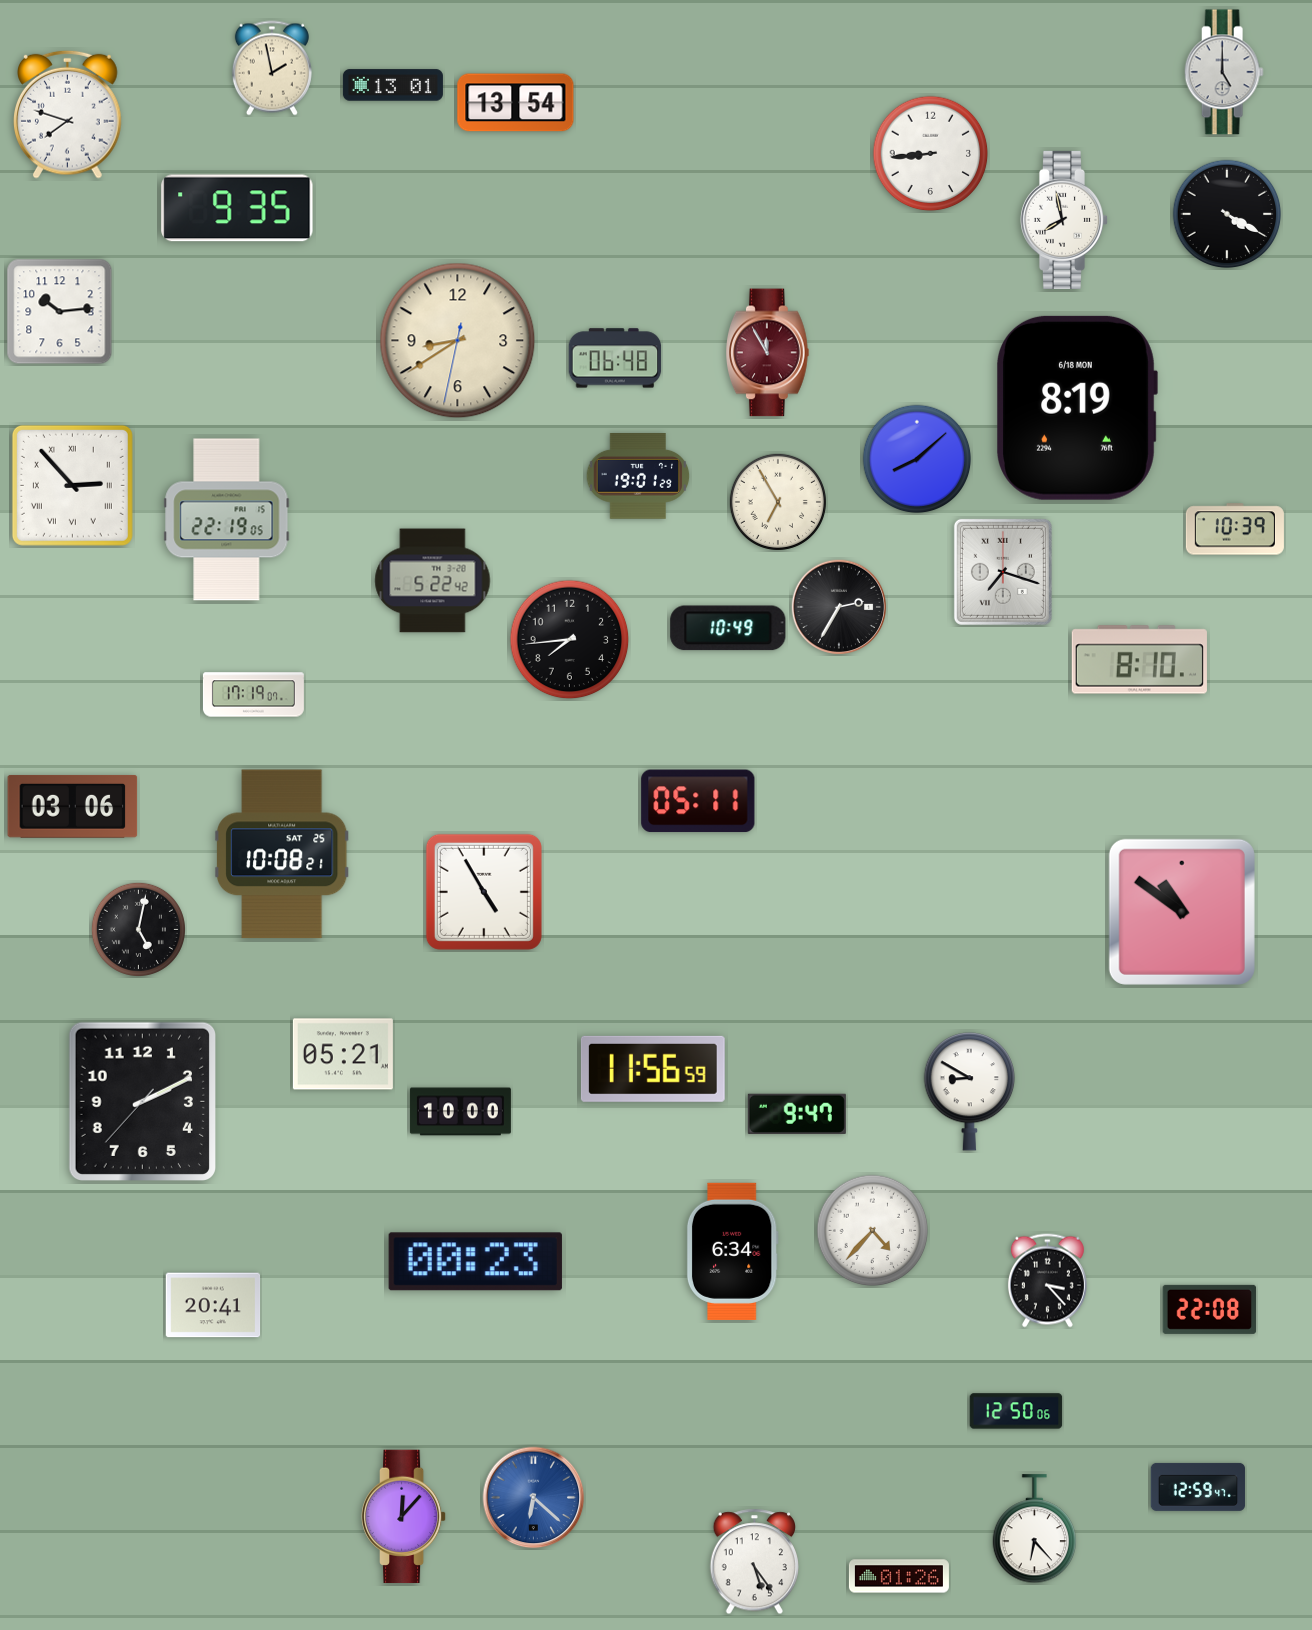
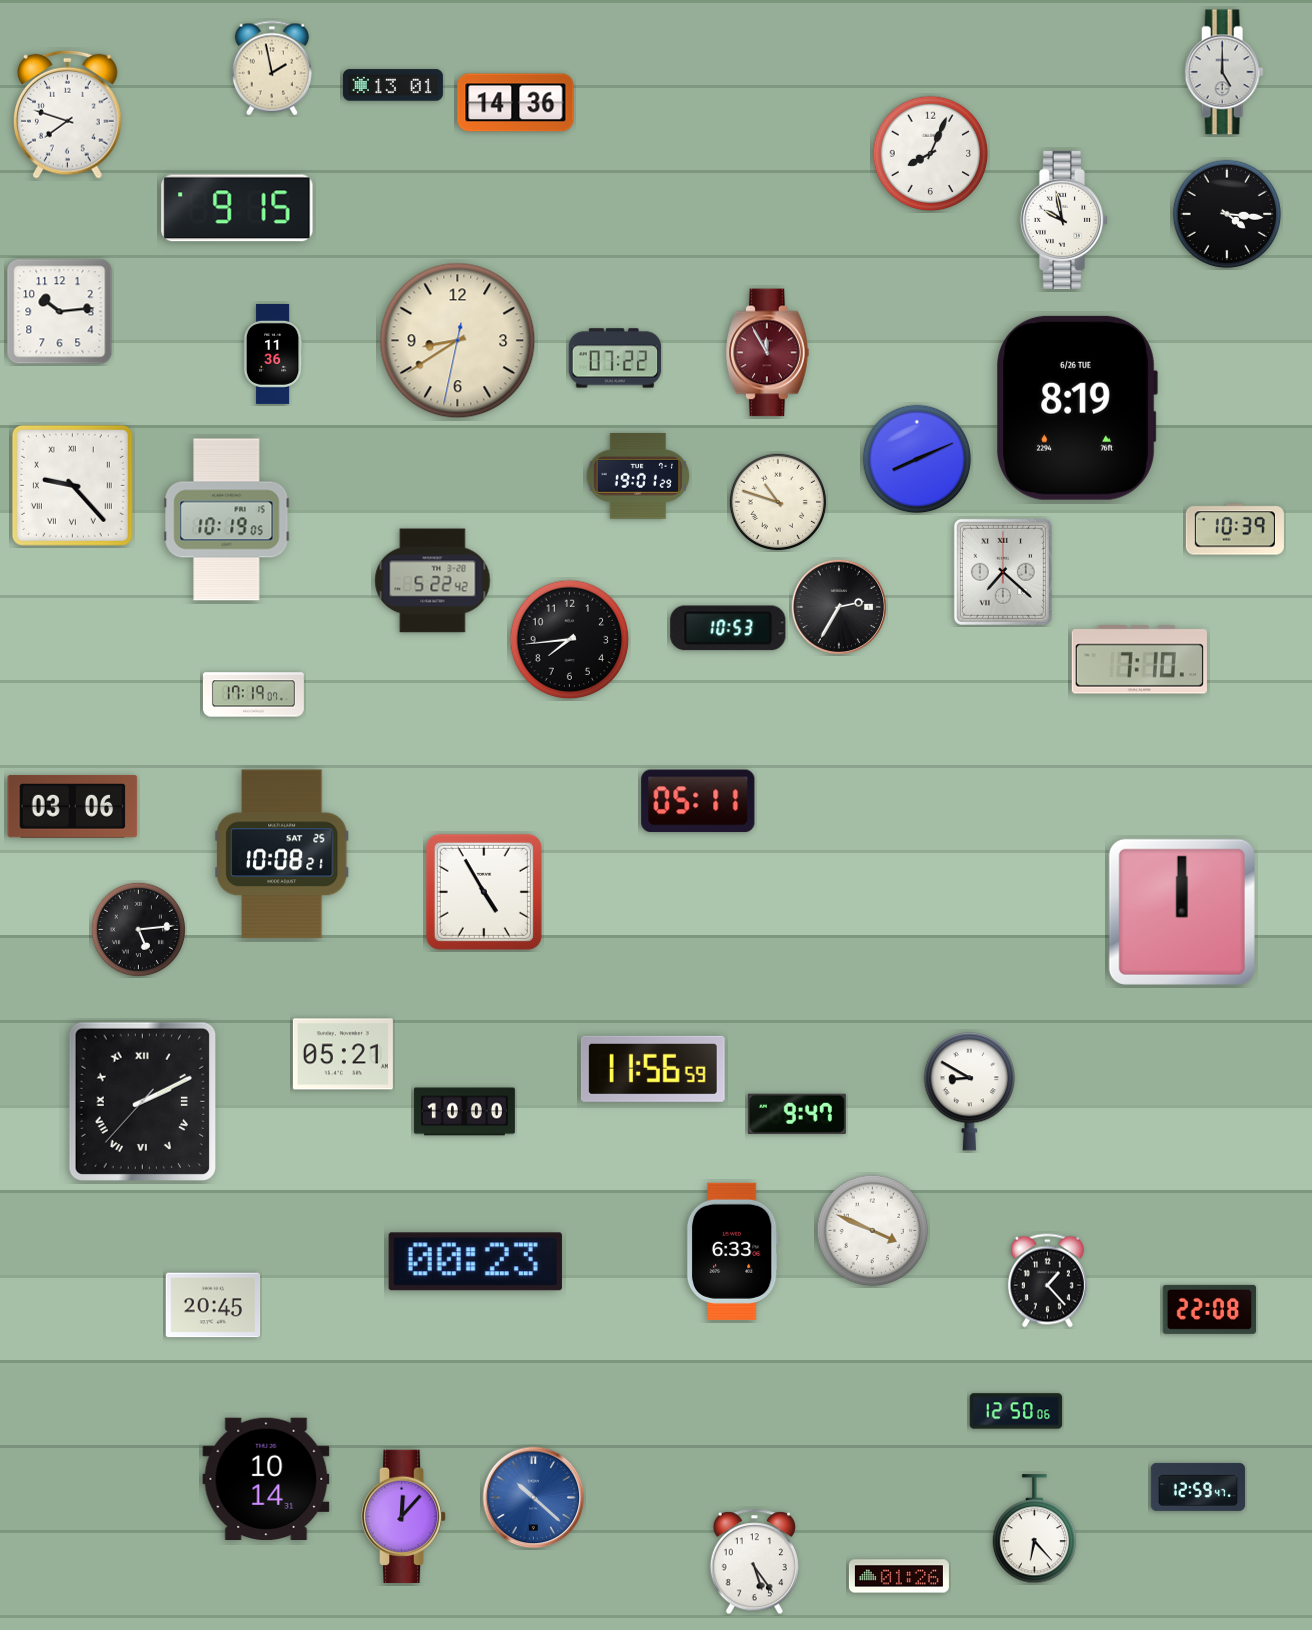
clock at (516, 103): 13:54 -> 14:36
clock at (931, 154): 8:44 -> 8:04
clock at (237, 208): 9:35 -> 9:15
clock at (1227, 214): 4:20 -> 4:16
clock at (1063, 220): 7:58 -> 9:58
clock at (273, 354): none -> 11:36
clock at (615, 358): 06:48 -> 07:22
clock at (1077, 408) date: 6/18 MON -> 6/26 TUE
clock at (917, 459): 8:08 -> 8:11
clock at (72, 485): 2:53 -> 9:23
clock at (778, 502): 6:55 -> 10:48
clock at (227, 520): 22:19 -> 10:19
clock at (1003, 572): 7:18 -> 7:22
clock at (728, 628): 10:49 -> 10:53
clock at (1139, 660): 8:10 -> 7:10
clock at (1182, 912): 10:51 -> 12:00
clock at (138, 929): 5:02 -> 5:14
clock at (142, 1101) numerals: Arabic -> Roman
clock at (460, 1112) position: (460, 1112) -> (464, 1112)
clock at (873, 1231): 4:37 -> 3:49
clock at (732, 1251): 6:34 -> 6:33
clock at (1047, 1281): 3:23 -> 1:23
clock at (213, 1305): 20:41 -> 20:45
clock at (266, 1478): none -> 10:14
clock at (534, 1498): 6:22 -> 10:22
